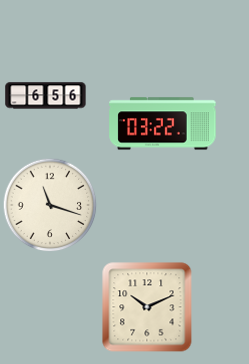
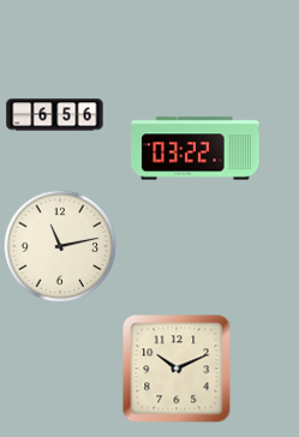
clock at (50, 205): 11:18 -> 11:13
